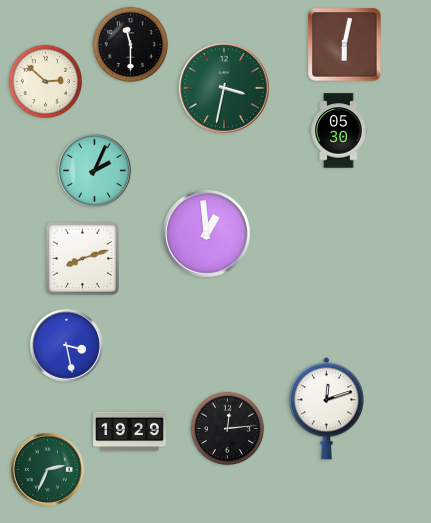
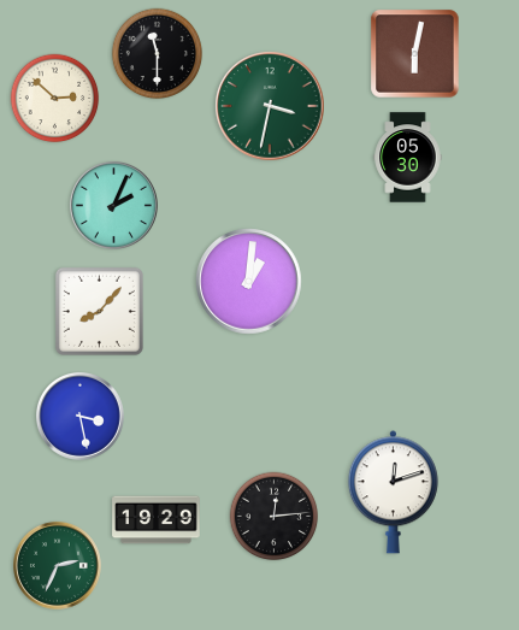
clock at (207, 234): 12:59 -> 1:01
clock at (82, 258): 8:12 -> 8:07
